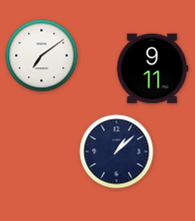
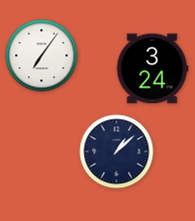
clock at (42, 56): 7:09 -> 7:06
clock at (152, 69): 9:11 -> 3:24
